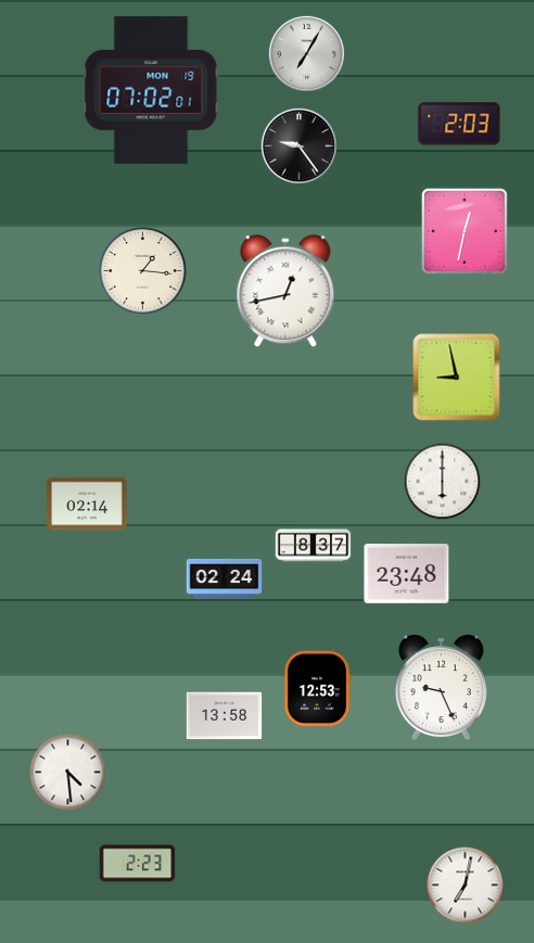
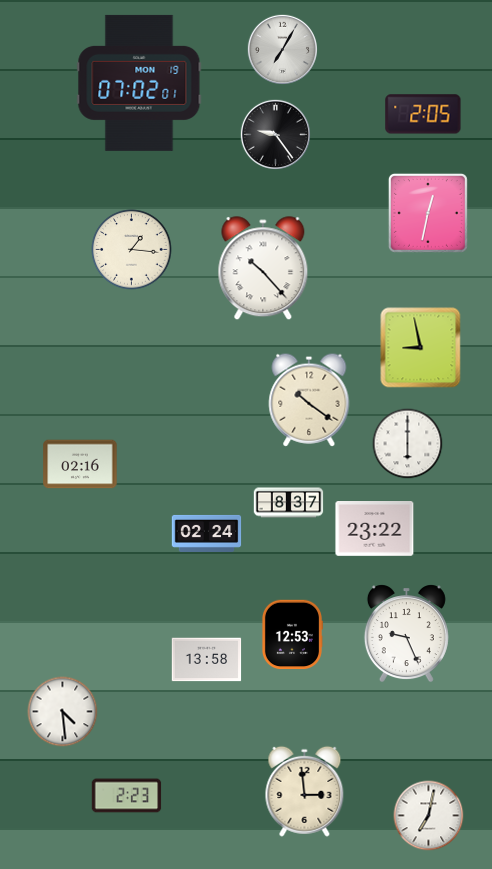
clock at (459, 124): 2:03 -> 2:05
clock at (285, 292): 12:43 -> 10:23
clock at (309, 400): none -> 10:21
clock at (87, 504): 02:14 -> 02:16
clock at (407, 574): 23:48 -> 23:22
clock at (305, 791): none -> 2:59
